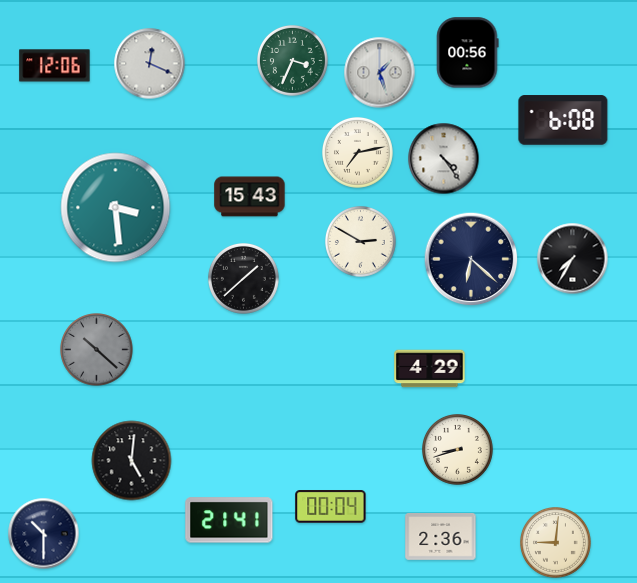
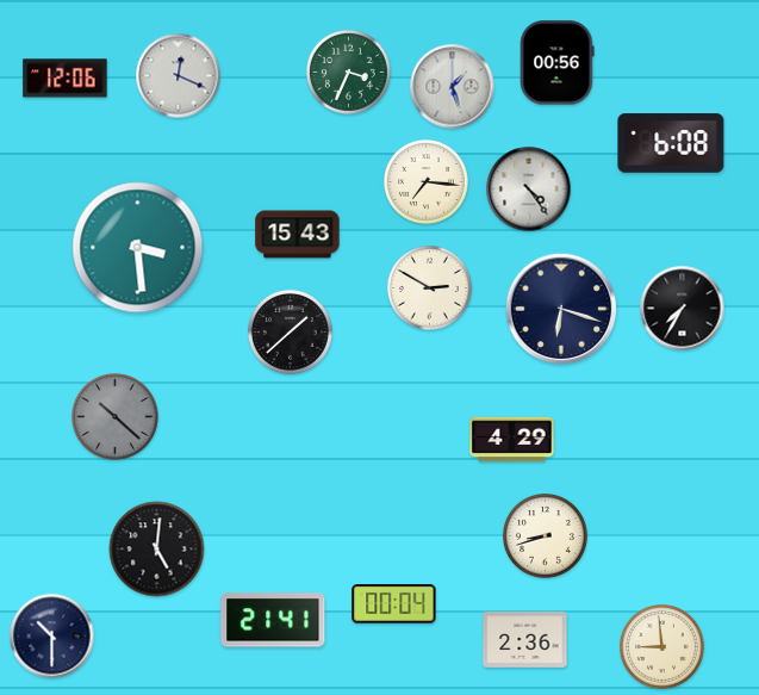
clock at (358, 153): 7:13 -> 7:16
clock at (471, 259): 6:22 -> 6:18
clock at (556, 543): 9:01 -> 8:59
